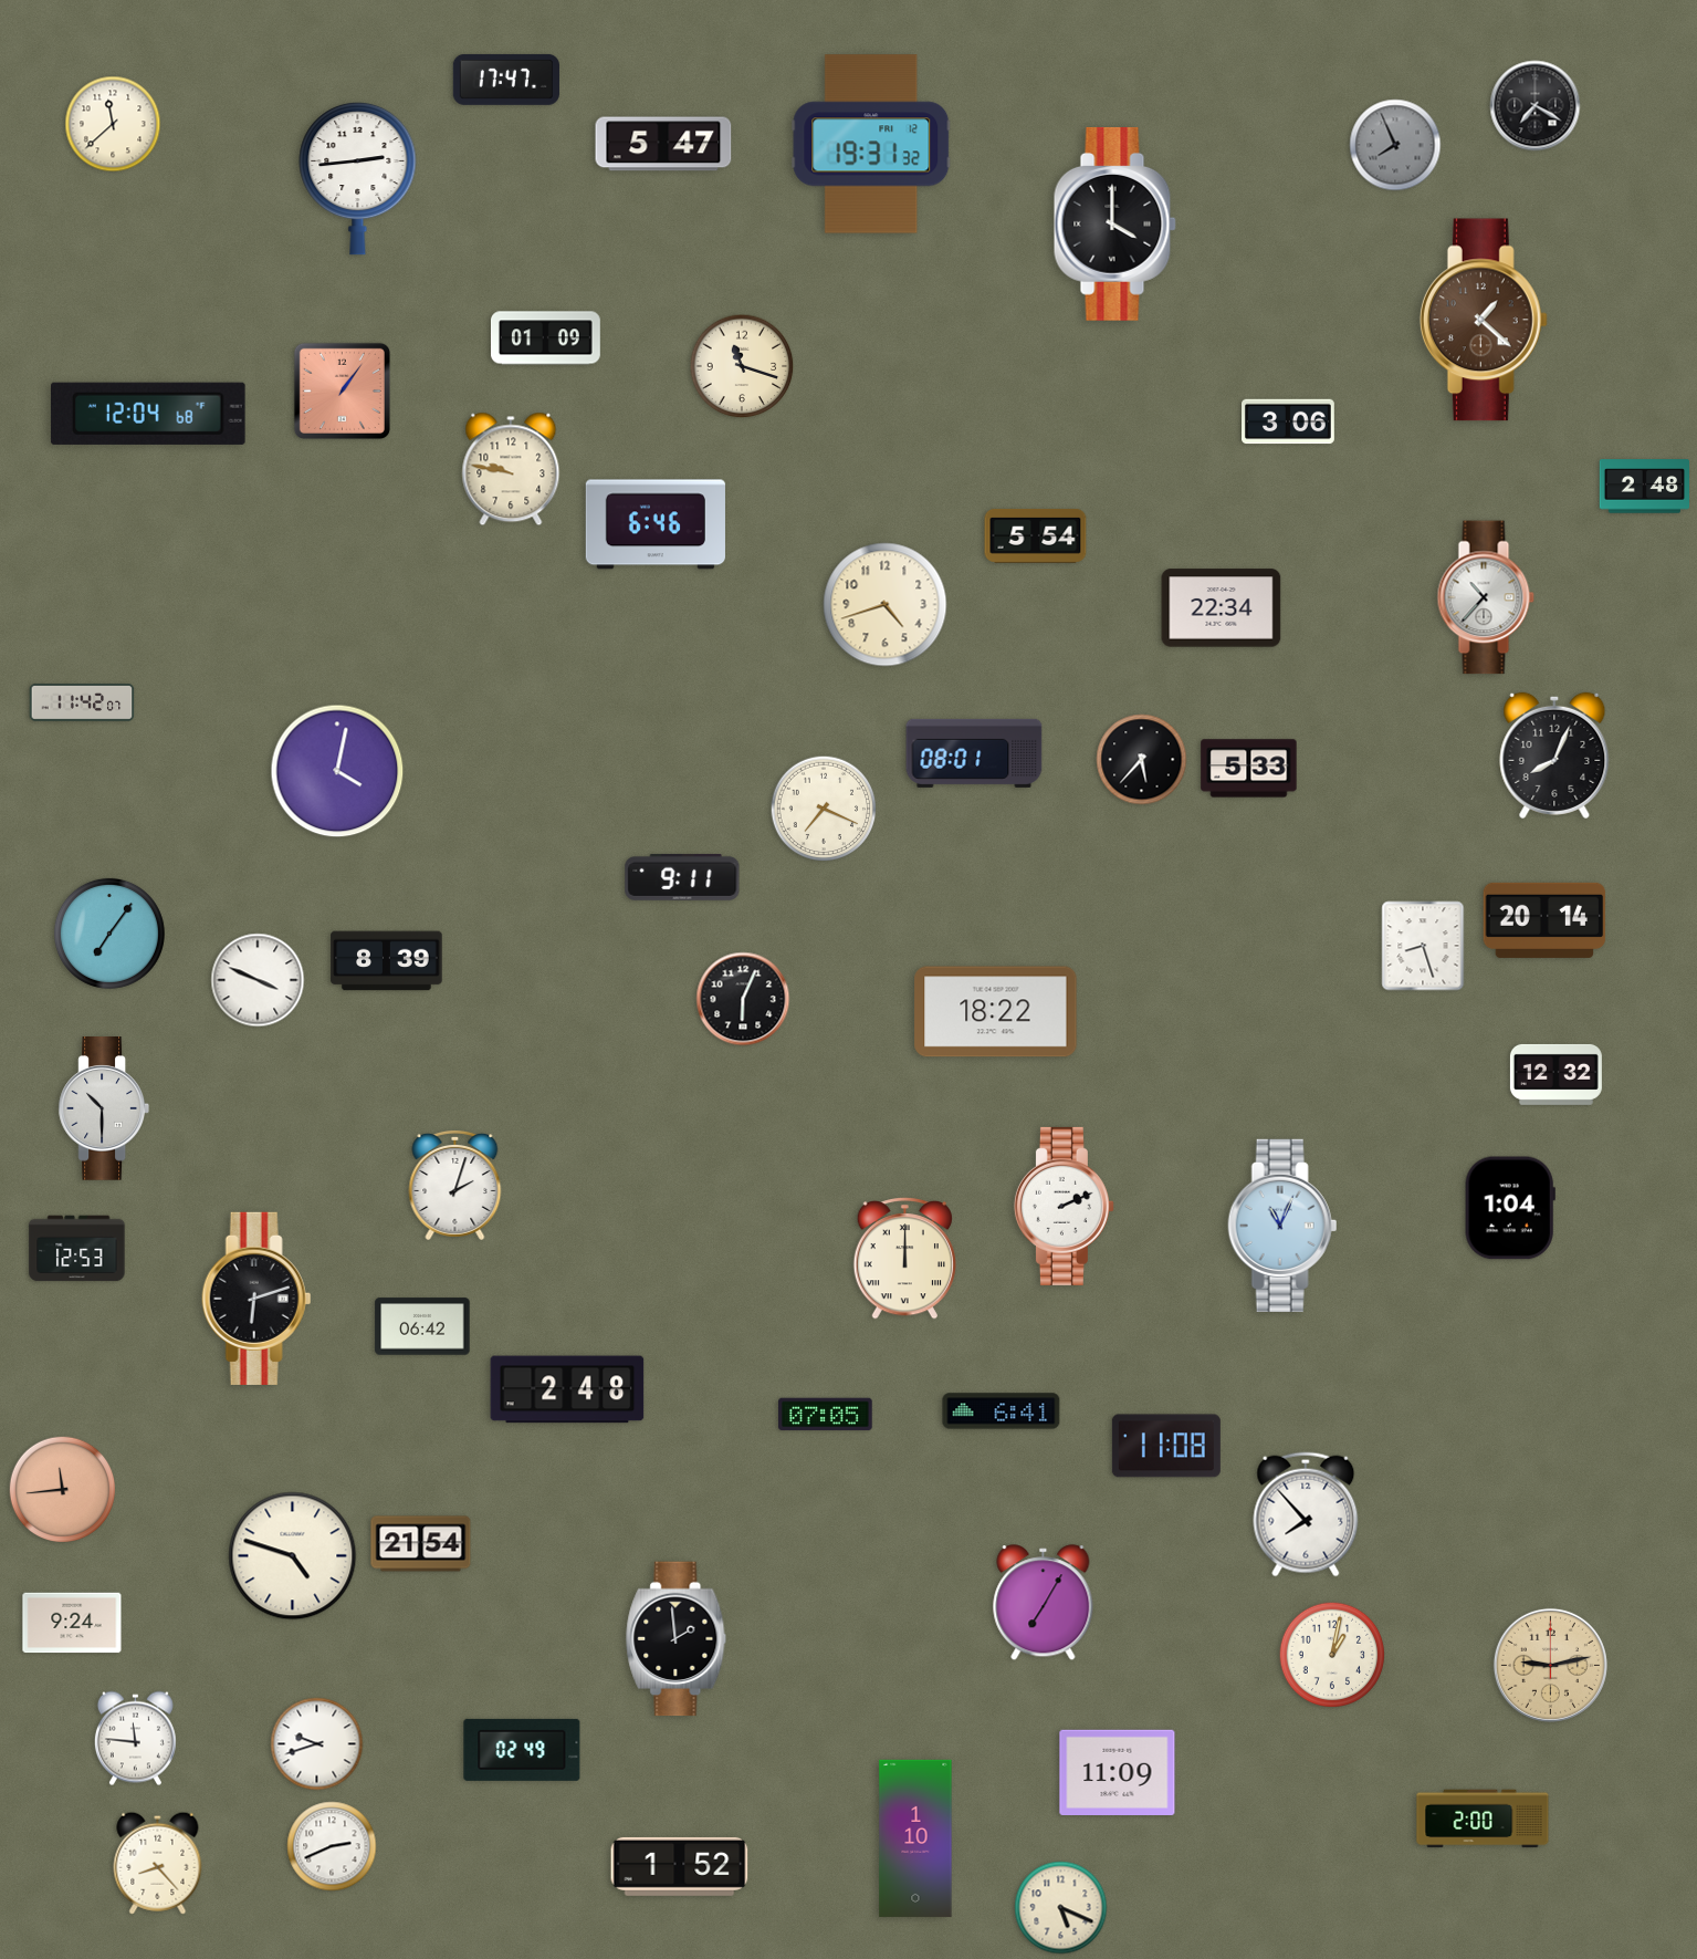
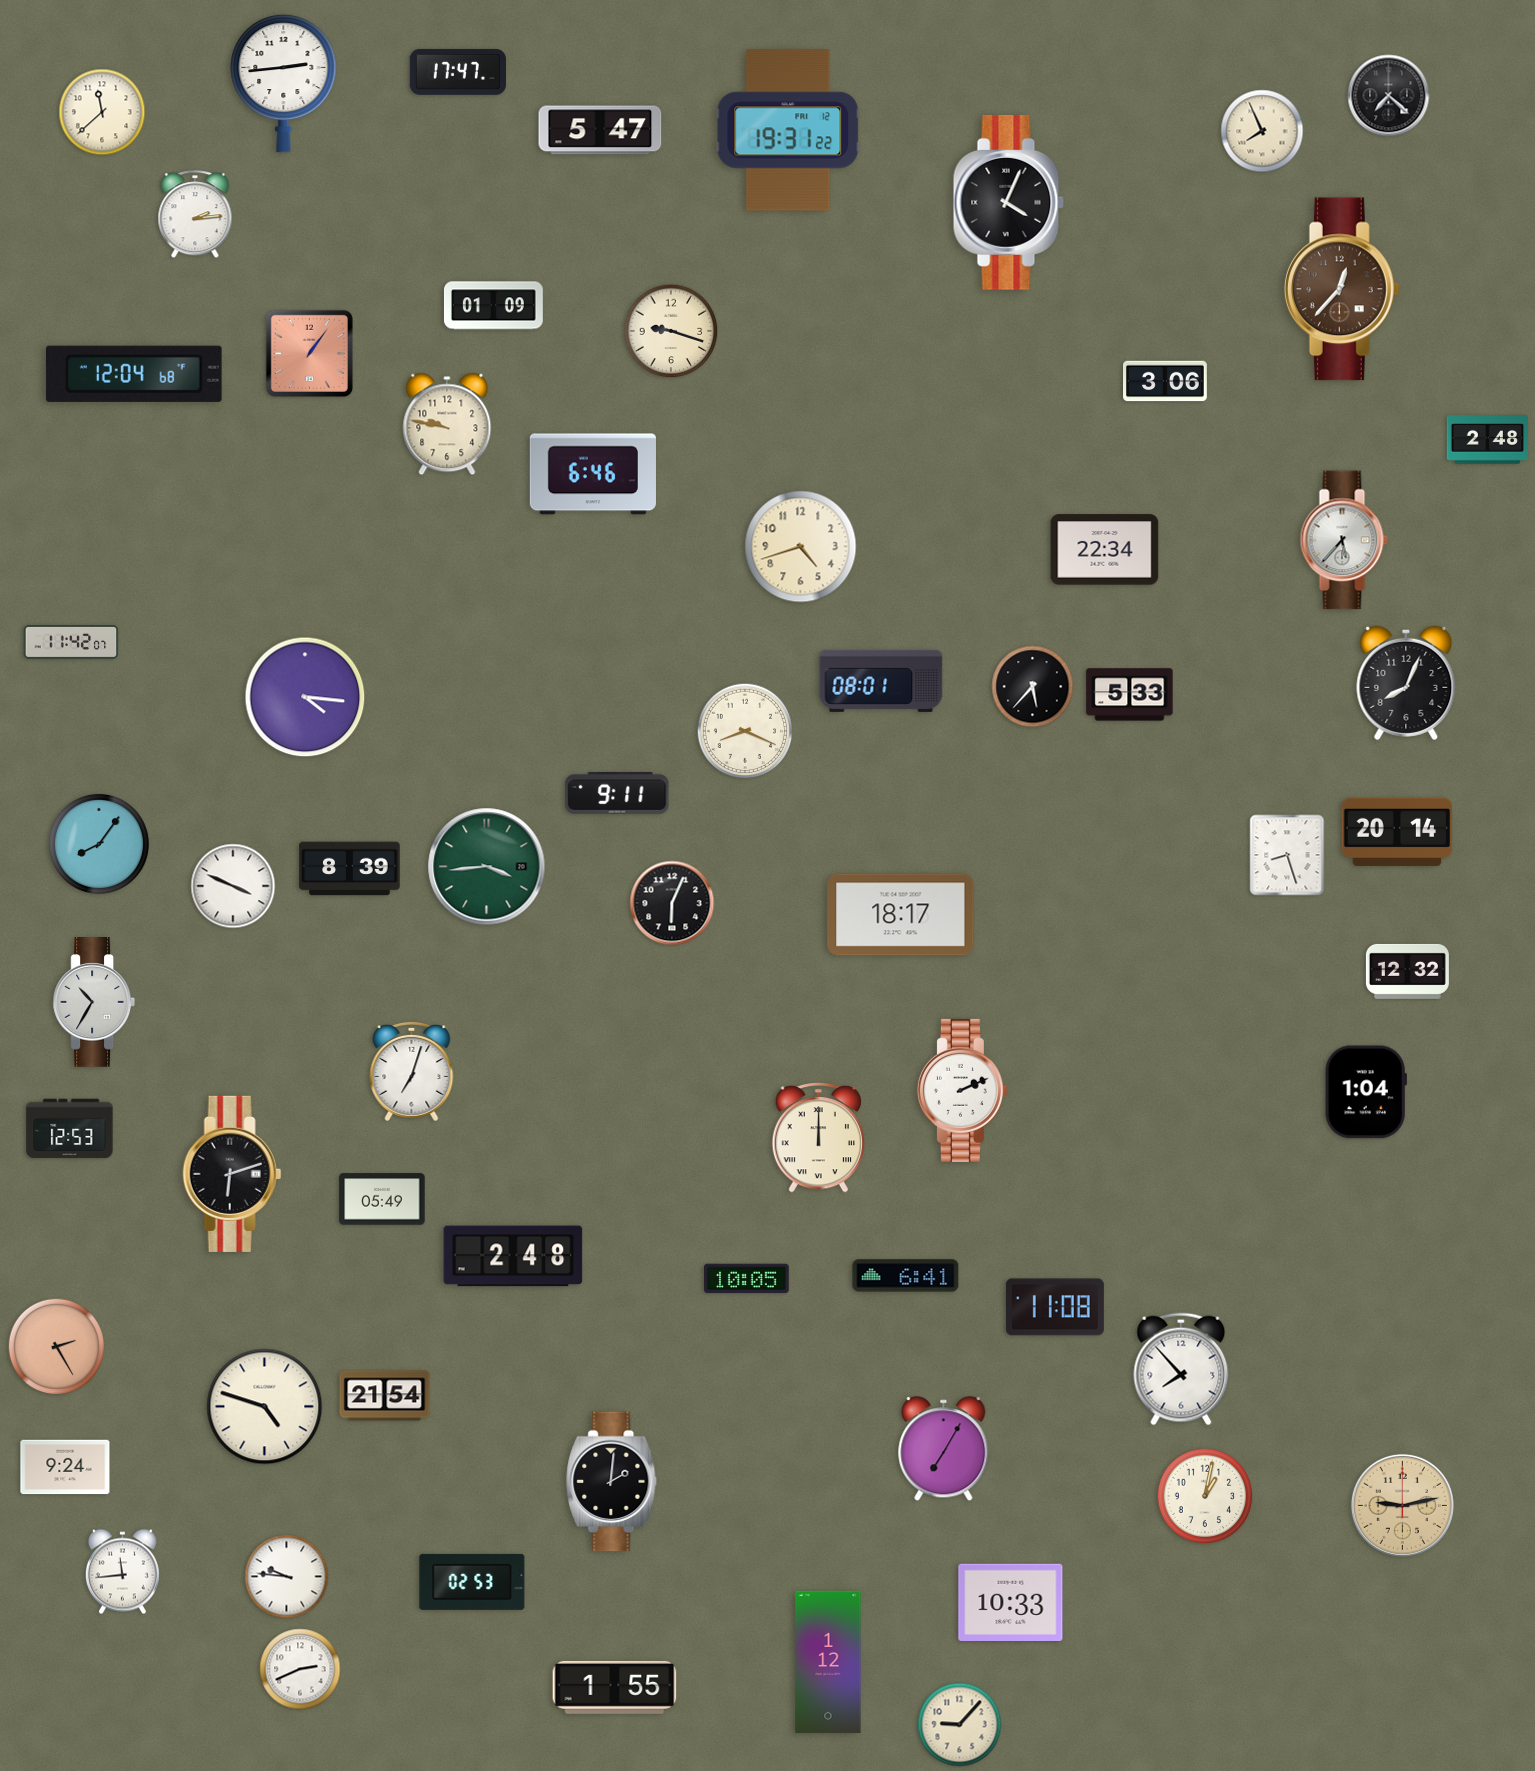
clock at (1536, 106): 7:20 -> 7:22
clock at (871, 144): 19:31:32 -> 19:31:22
clock at (1395, 145) dial: grey -> cream
clock at (358, 178) position: (358, 178) -> (284, 83)
clock at (1114, 223): 4:00 -> 4:04
clock at (195, 215): none -> 2:14
clock at (1484, 320): 1:22 -> 12:37
clock at (742, 366): 11:18 -> 9:18
clock at (511, 469) position: (511, 469) -> (447, 424)
clock at (1036, 535): 5:54 -> none
clock at (1486, 597): 10:37 -> 5:37
clock at (82, 704) position: (82, 704) -> (71, 643)
clock at (337, 771): 4:02 -> 4:16
clock at (824, 809): 7:19 -> 8:19
clock at (109, 934): 7:06 -> 8:06
clock at (487, 867): none -> 3:44
clock at (996, 1012): 18:22 -> 18:17
clock at (103, 1109): 10:30 -> 10:35
clock at (455, 1185): 2:03 -> 7:03
clock at (1282, 1226): 11:04 -> none
clock at (422, 1326): 06:42 -> 05:49
clock at (826, 1415): 07:05 -> 10:05
clock at (63, 1490): 11:44 -> 2:25
clock at (421, 1544) position: (421, 1544) -> (385, 1396)
clock at (677, 1639): 1:59 -> 2:01
clock at (135, 1739): 11:46 -> 11:44
clock at (317, 1744): 9:42 -> 9:46
clock at (522, 1750): 02:49 -> 02:53
clock at (1118, 1772): 11:09 -> 10:33
clock at (1483, 1819): 2:00 -> none
clock at (915, 1838): 1:10 -> 1:12
clock at (158, 1863): 8:23 -> none
clock at (680, 1866): 1:52 -> 1:55
clock at (1061, 1908): 5:19 -> 9:07
